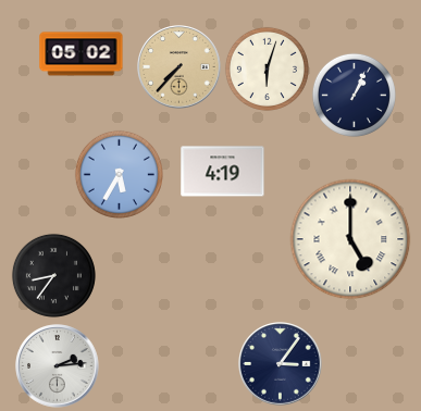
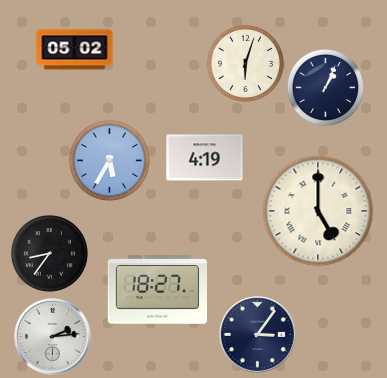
clock at (179, 67): 7:37 -> none
clock at (350, 239) position: (350, 239) -> (318, 211)
clock at (157, 290): none -> 18:27
